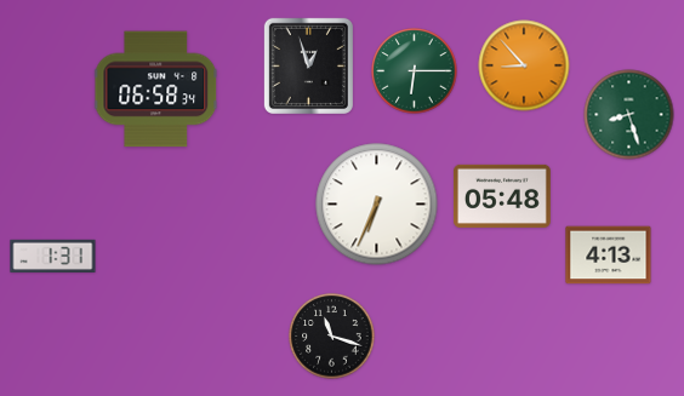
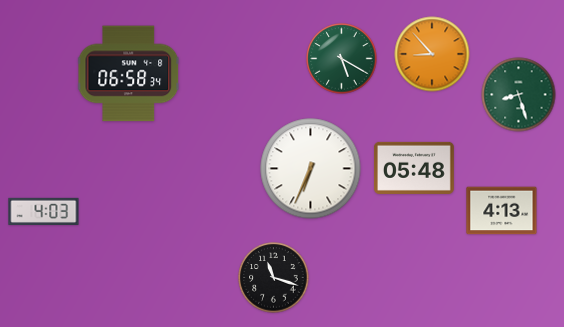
clock at (308, 65): 12:57 -> none
clock at (415, 71): 6:15 -> 5:20
clock at (502, 196) position: (502, 196) -> (414, 168)
clock at (53, 256): 1:31 -> 4:03
